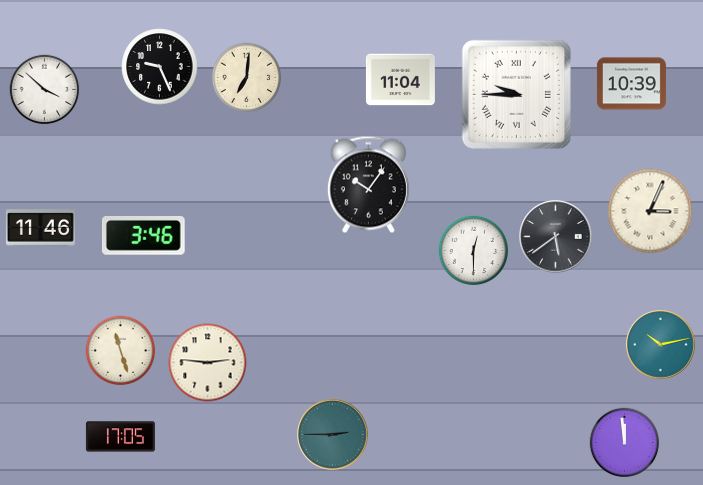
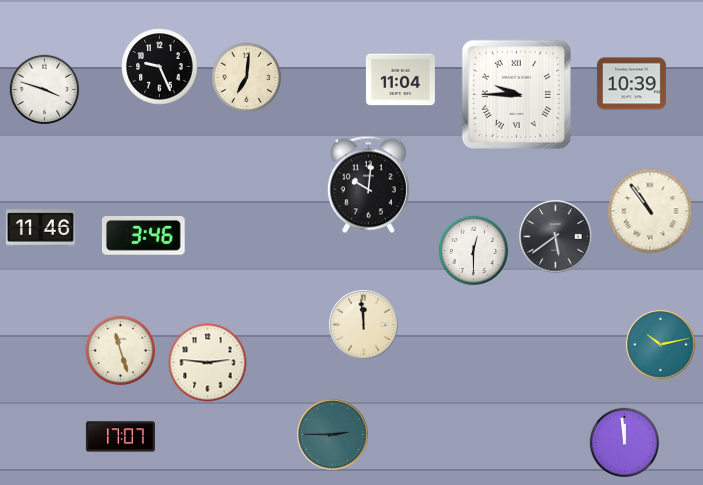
clock at (45, 90): 3:52 -> 3:48
clock at (368, 185): 10:06 -> 10:01
clock at (650, 211): 3:04 -> 10:54
clock at (364, 325): none -> 11:59
clock at (120, 437): 17:05 -> 17:07
